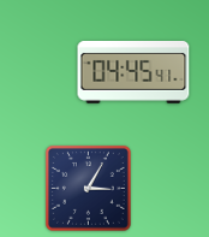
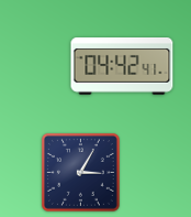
clock at (133, 73): 04:45 -> 04:42
